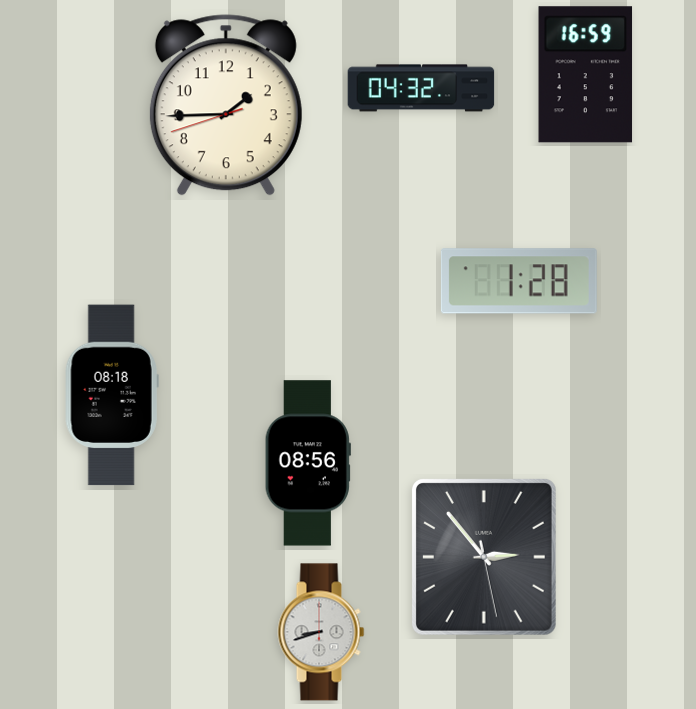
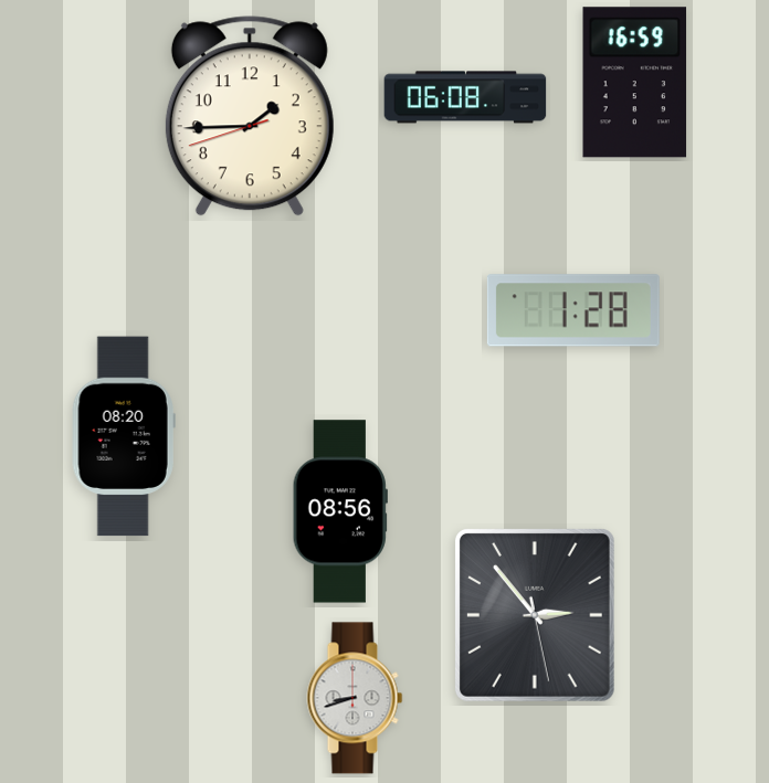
clock at (586, 75) position: (586, 75) -> (635, 83)
clock at (421, 88): 04:32 -> 06:08
clock at (112, 395): 08:18 -> 08:20
